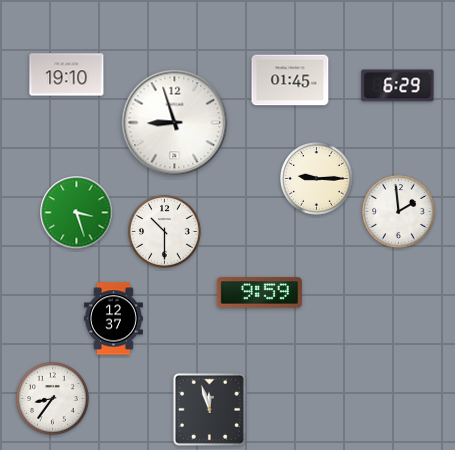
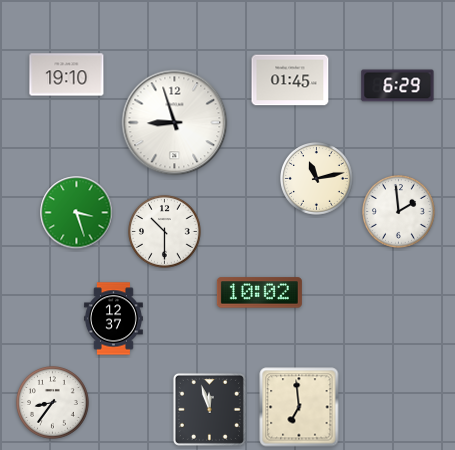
clock at (317, 179): 9:15 -> 11:13
clock at (259, 293): 9:59 -> 10:02
clock at (53, 399) position: (53, 399) -> (53, 403)
clock at (299, 407): none -> 6:59
